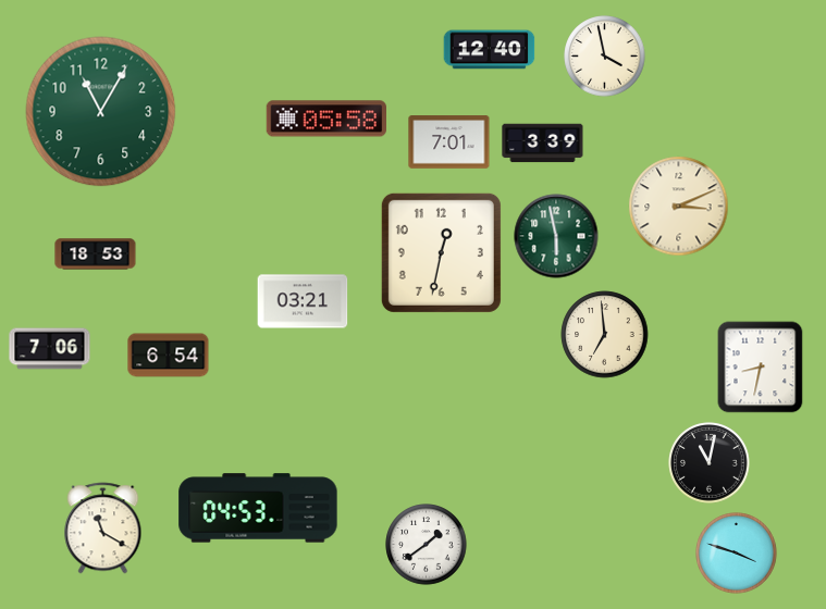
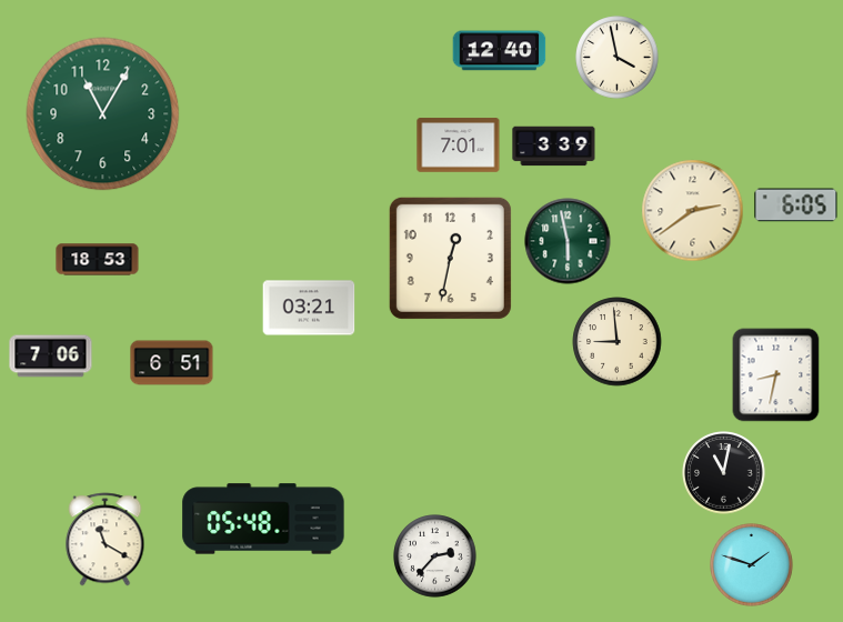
clock at (325, 119): 05:58 -> none
clock at (796, 205): none -> 6:05
clock at (679, 207): 3:11 -> 2:39
clock at (605, 335): 6:59 -> 8:59
clock at (169, 356): 6:54 -> 6:51
clock at (258, 508): 04:53 -> 05:48
clock at (427, 545): 1:39 -> 2:37
clock at (737, 554): 3:48 -> 1:48
